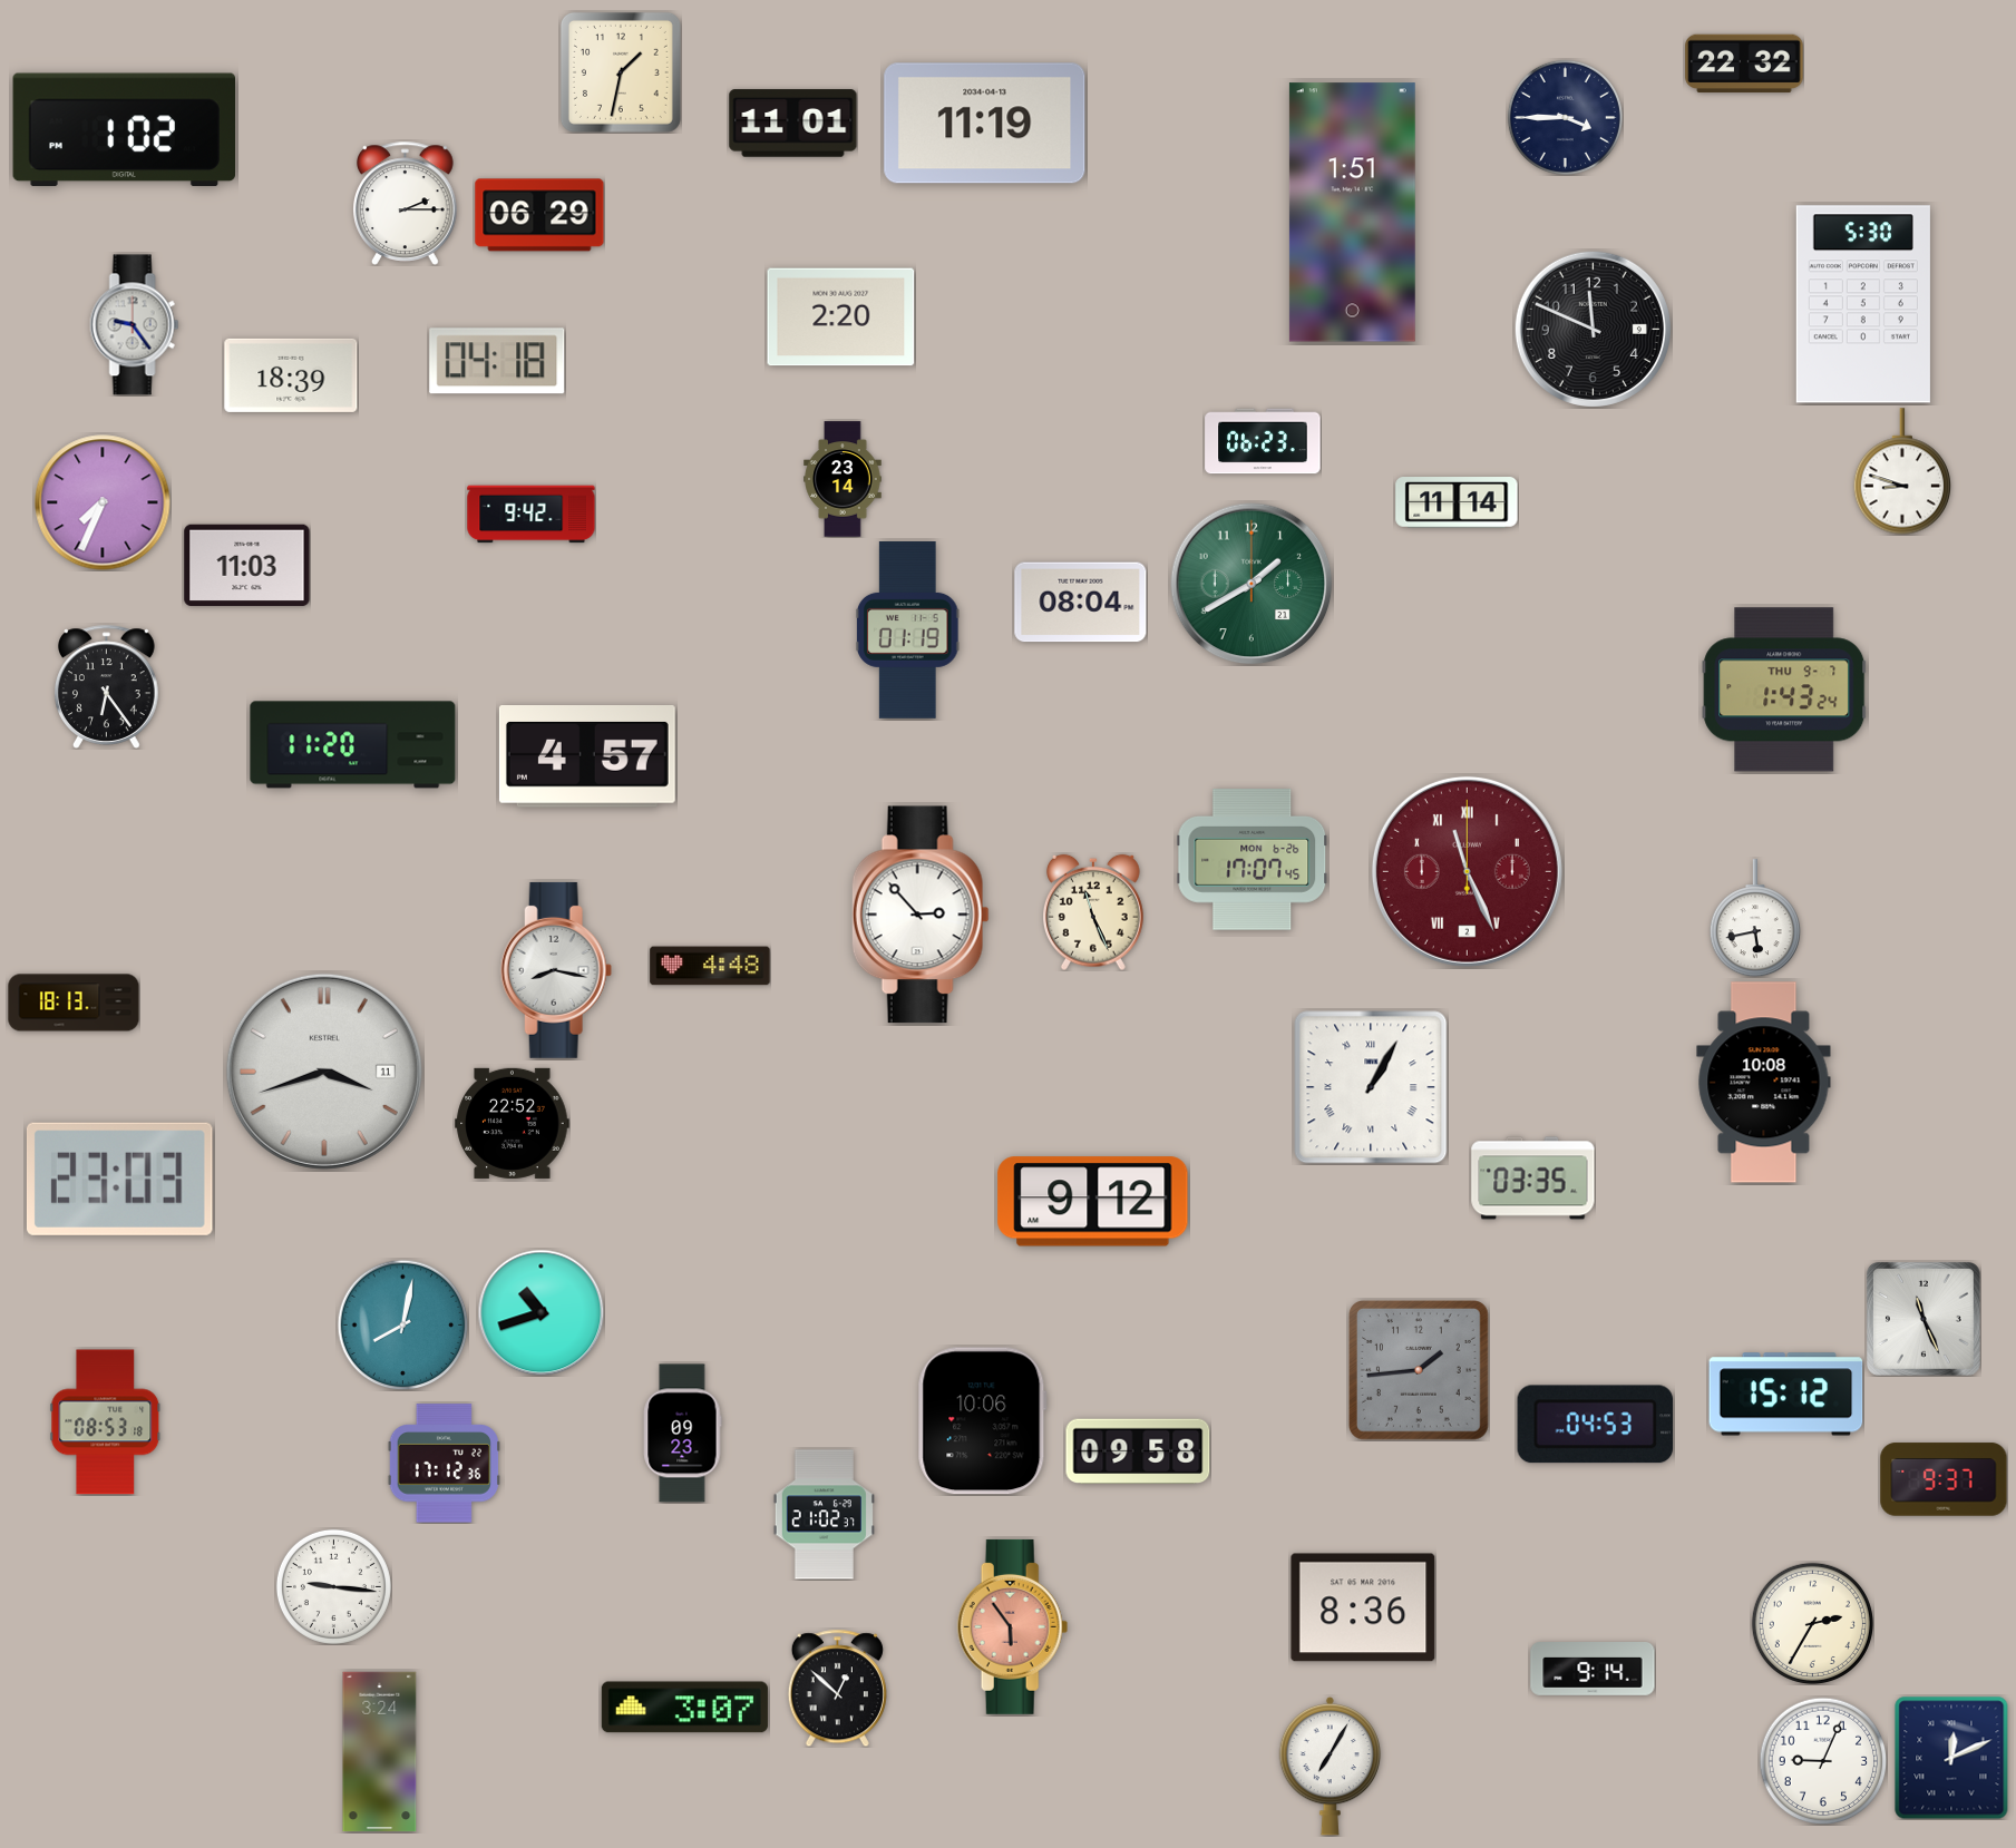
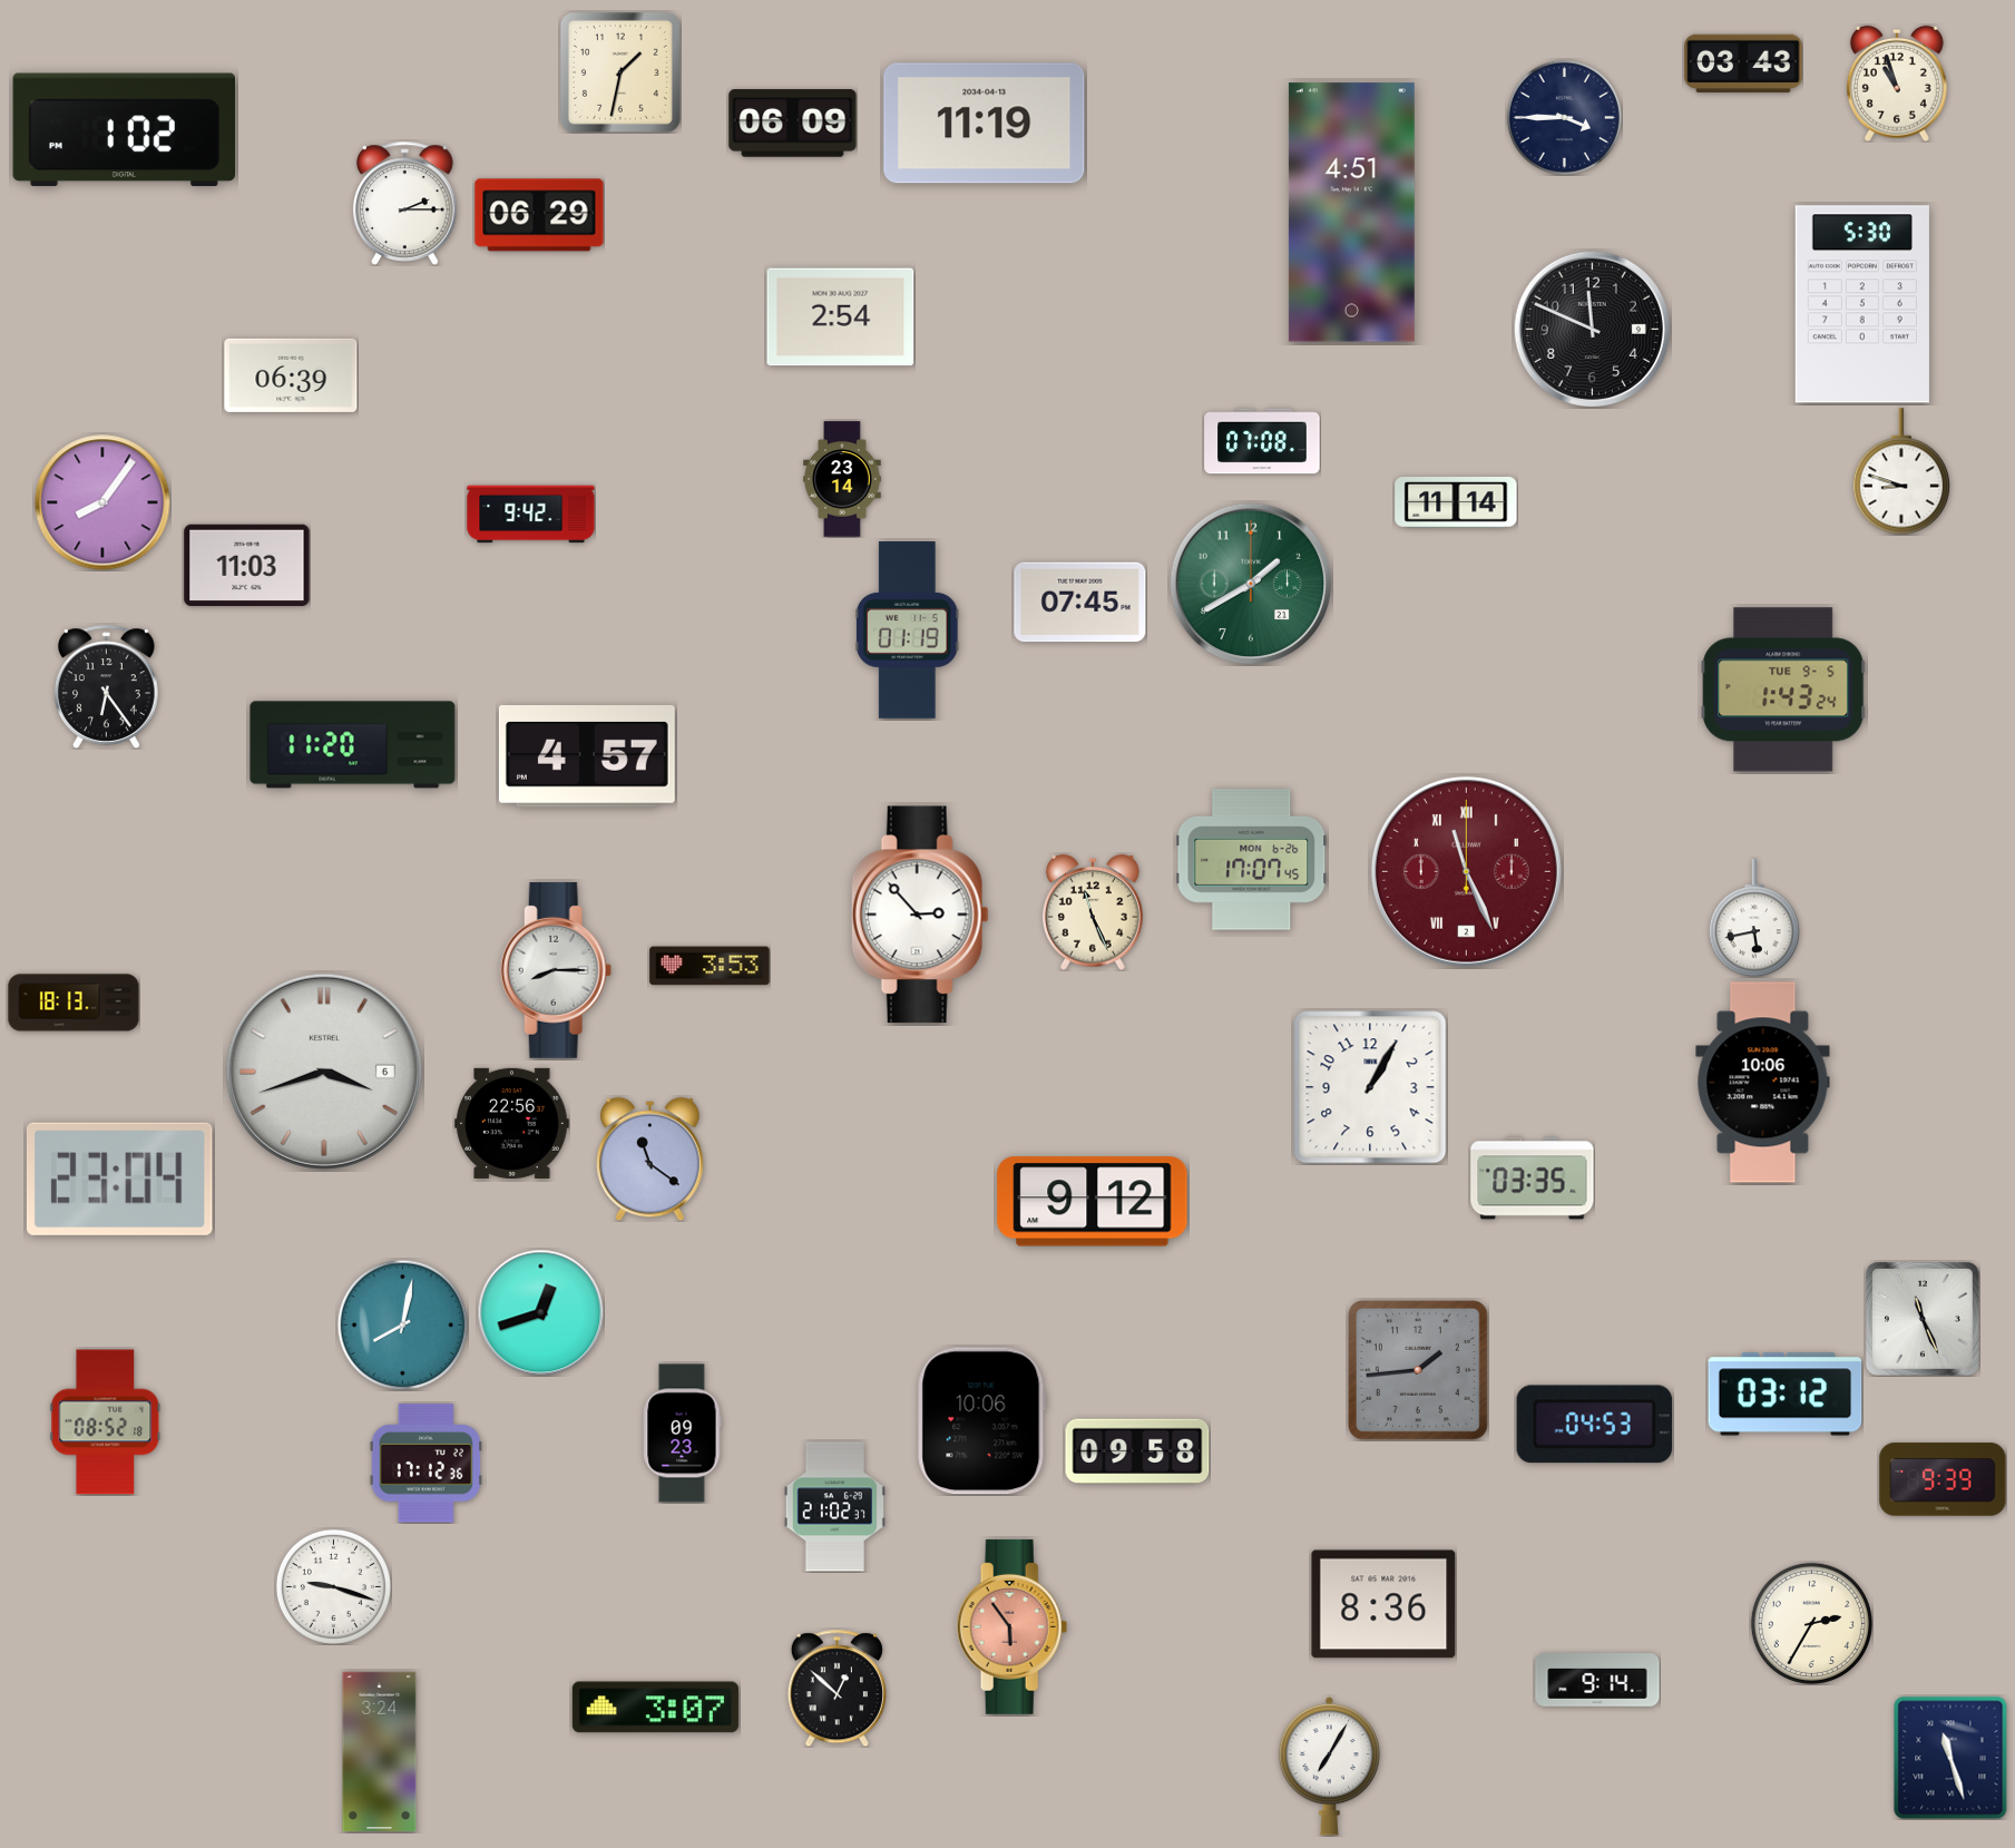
clock at (1744, 63): 22:32 -> 03:43
clock at (1897, 84): none -> 10:57
clock at (793, 124): 11:01 -> 06:09
clock at (1352, 213): 1:51 -> 4:51
clock at (841, 317): 2:20 -> 2:54
clock at (135, 325): 9:24 -> none
clock at (497, 361): 04:18 -> none
clock at (291, 375): 18:39 -> 06:39
clock at (1263, 441): 06:23 -> 07:08
clock at (103, 502): 7:34 -> 8:06
clock at (1081, 603): 08:04 -> 07:45
clock at (1784, 690) date: THU 9-7 -> TUE 9-5
clock at (710, 966): 4:48 -> 3:53
clock at (556, 970): 8:17 -> 8:15
clock at (324, 1072) date: 11 -> 6
clock at (1764, 1083): 10:08 -> 10:06
clock at (1371, 1087) numerals: Roman -> Arabic
clock at (513, 1123): 22:52 -> 22:56
clock at (651, 1158): none -> 11:21
clock at (119, 1179): 23:03 -> 23:04
clock at (540, 1312): 10:42 -> 12:42
clock at (1786, 1395): 15:12 -> 03:12
clock at (106, 1422): 08:53 -> 08:52
clock at (444, 1464) position: (444, 1464) -> (426, 1464)
clock at (1944, 1479): 9:37 -> 9:39
clock at (824, 1515) position: (824, 1515) -> (834, 1507)
clock at (333, 1586): 9:16 -> 9:18
clock at (1363, 1607) position: (1363, 1607) -> (1383, 1604)
clock at (1593, 1670) position: (1593, 1670) -> (1597, 1681)
clock at (684, 1708) position: (684, 1708) -> (655, 1708)
clock at (1951, 1758): 12:11 -> 11:27
clock at (1823, 1761): 9:04 -> none
